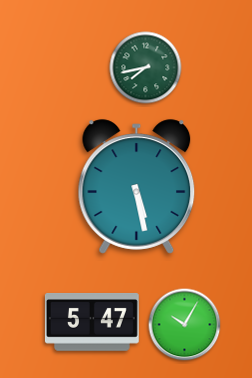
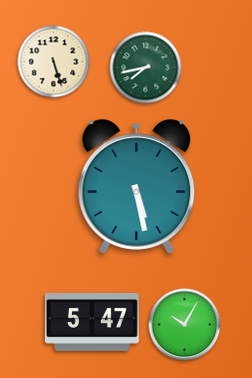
clock at (54, 62): none -> 5:27
